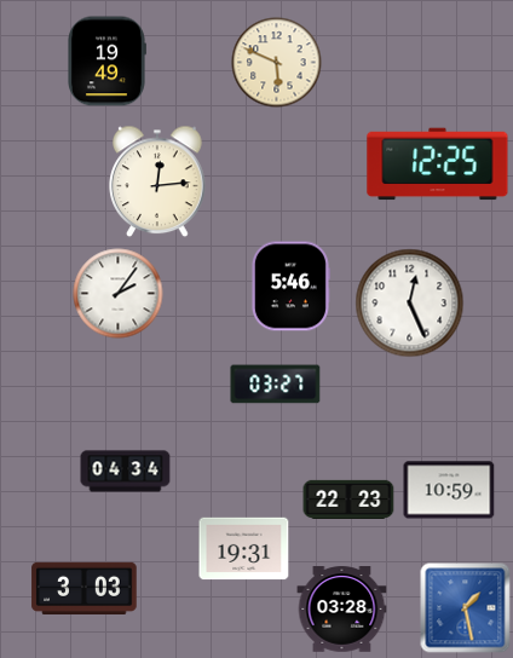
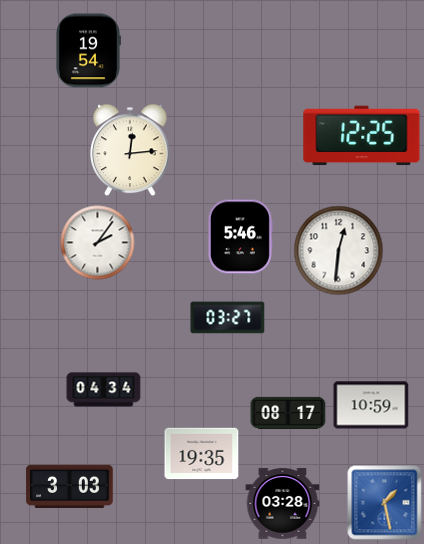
clock at (106, 62): 19:49 -> 19:54
clock at (277, 63): 5:49 -> none
clock at (410, 304): 12:26 -> 12:31
clock at (348, 498): 22:23 -> 08:17
clock at (244, 549): 19:31 -> 19:35
